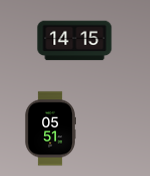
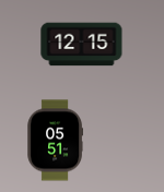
clock at (75, 41): 14:15 -> 12:15
